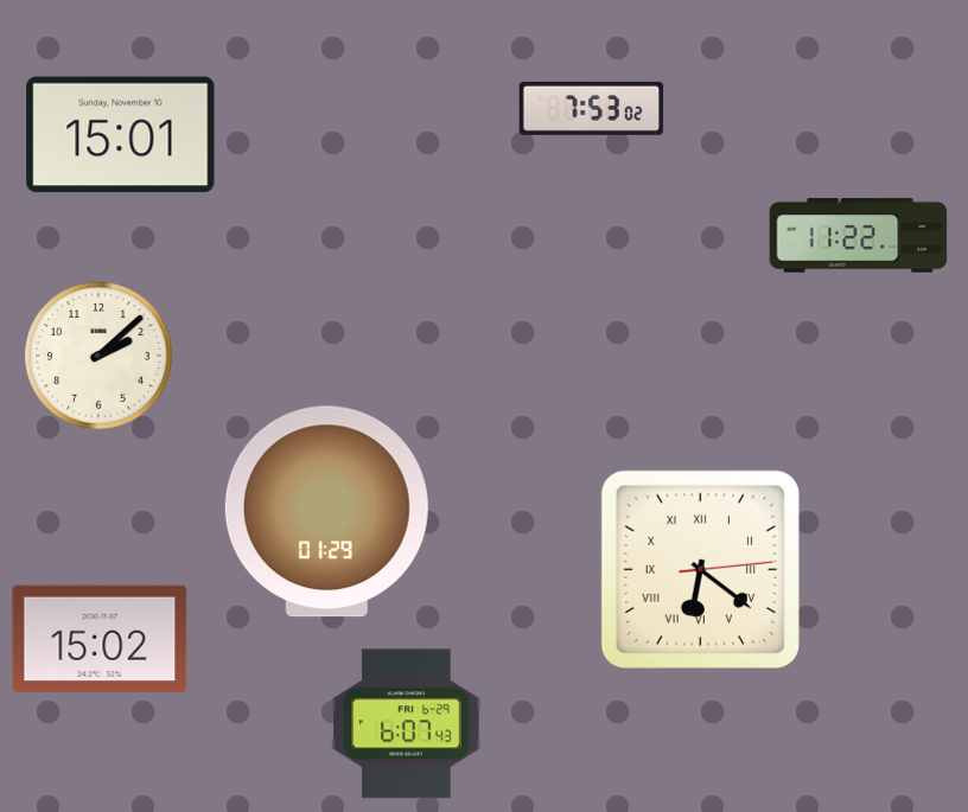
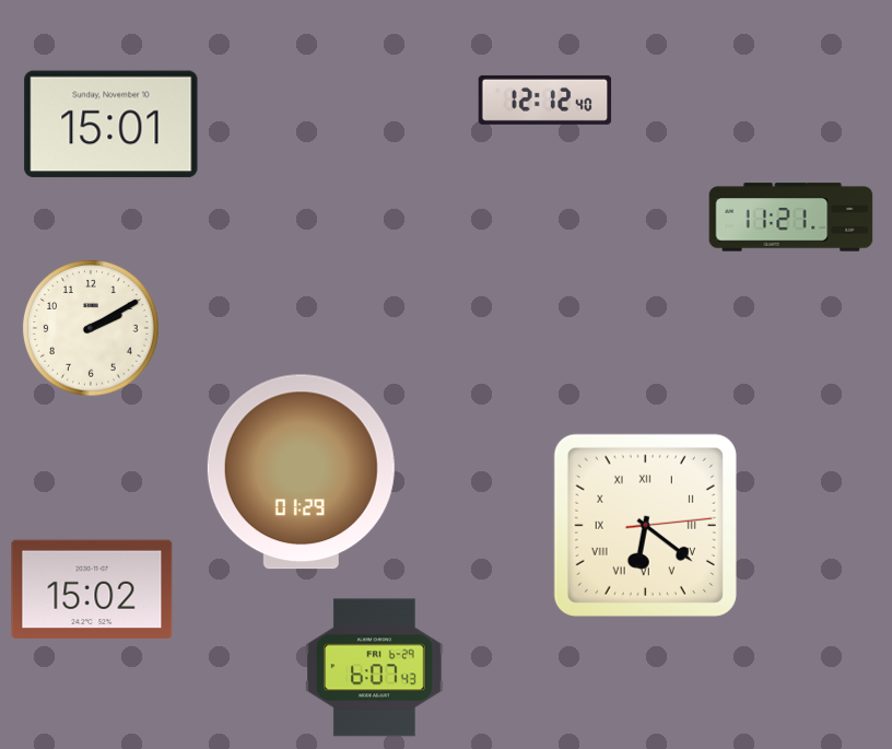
clock at (592, 108): 7:53 -> 12:12
clock at (859, 236): 11:22 -> 11:21
clock at (100, 357): 2:08 -> 2:10
